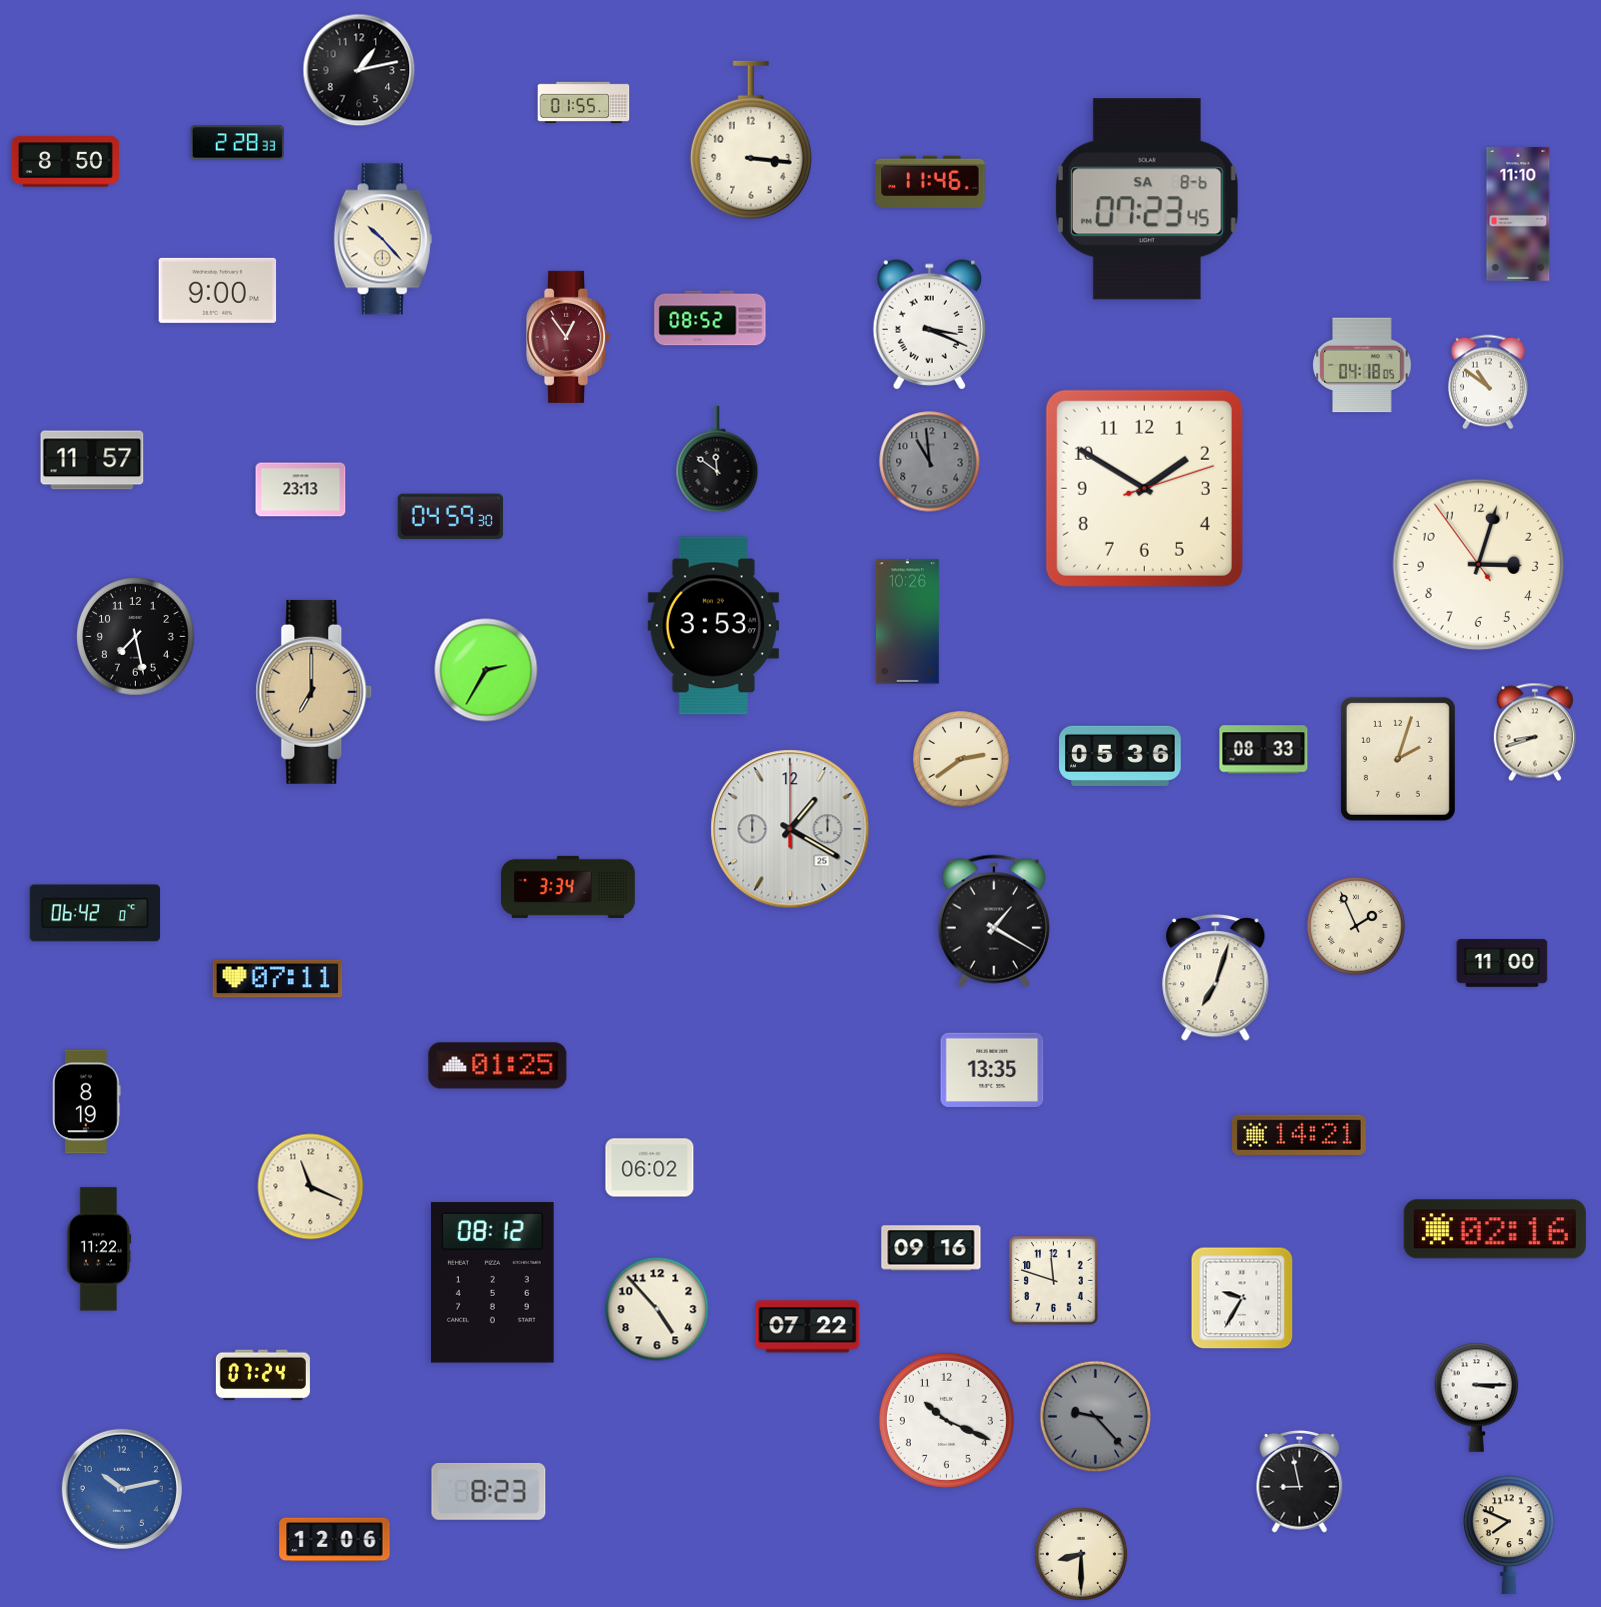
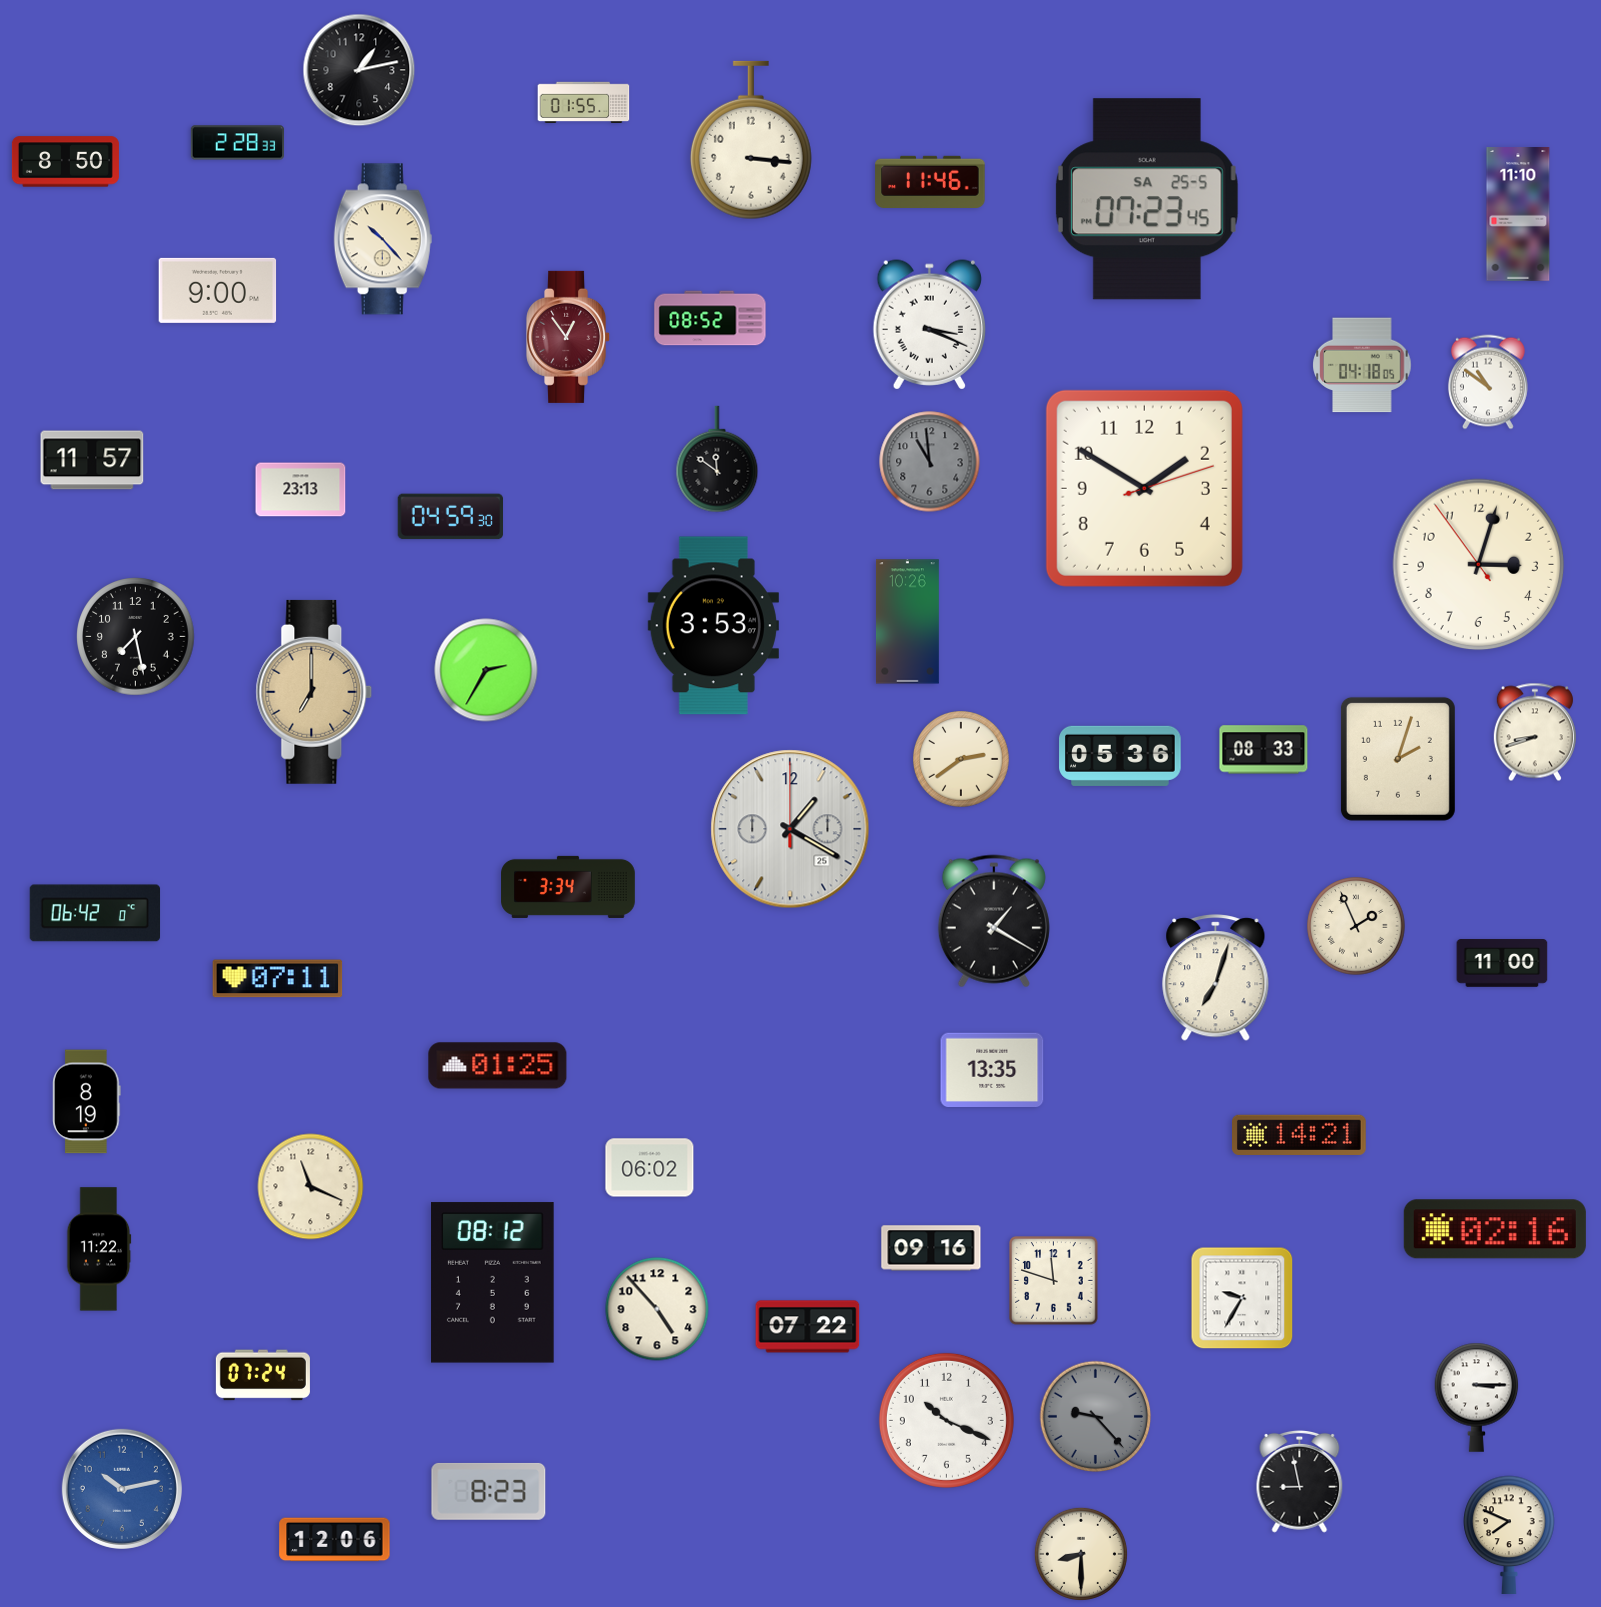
clock at (1147, 199) date: SA 8-6 -> SA 25-5
